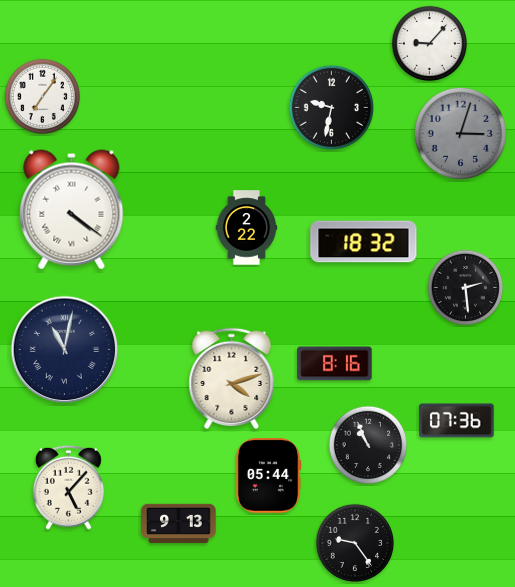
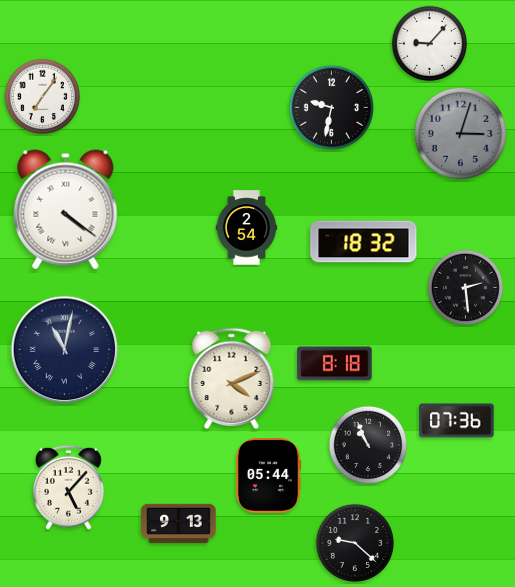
clock at (72, 210) position: (72, 210) -> (66, 210)
clock at (247, 228): 2:22 -> 2:54
clock at (335, 364): 8:16 -> 8:18
clock at (232, 378): 4:12 -> 4:11
clock at (354, 542): 9:24 -> 9:22
